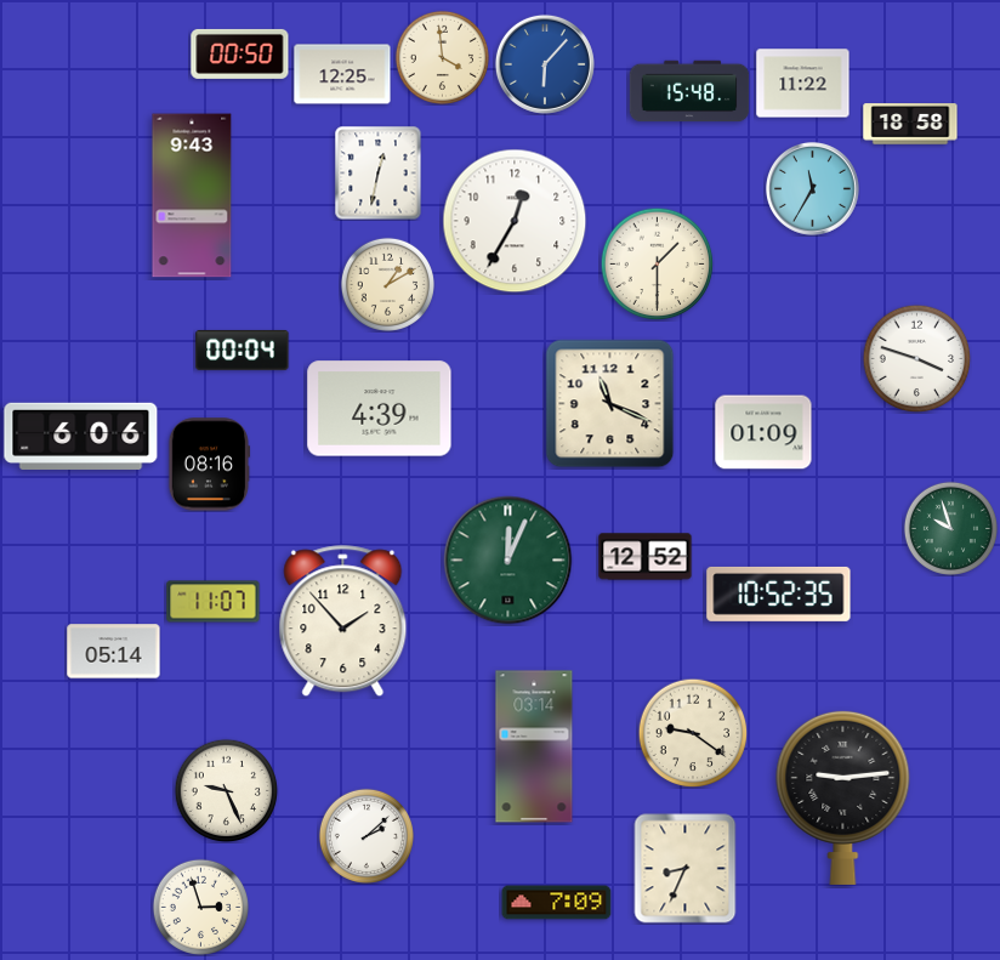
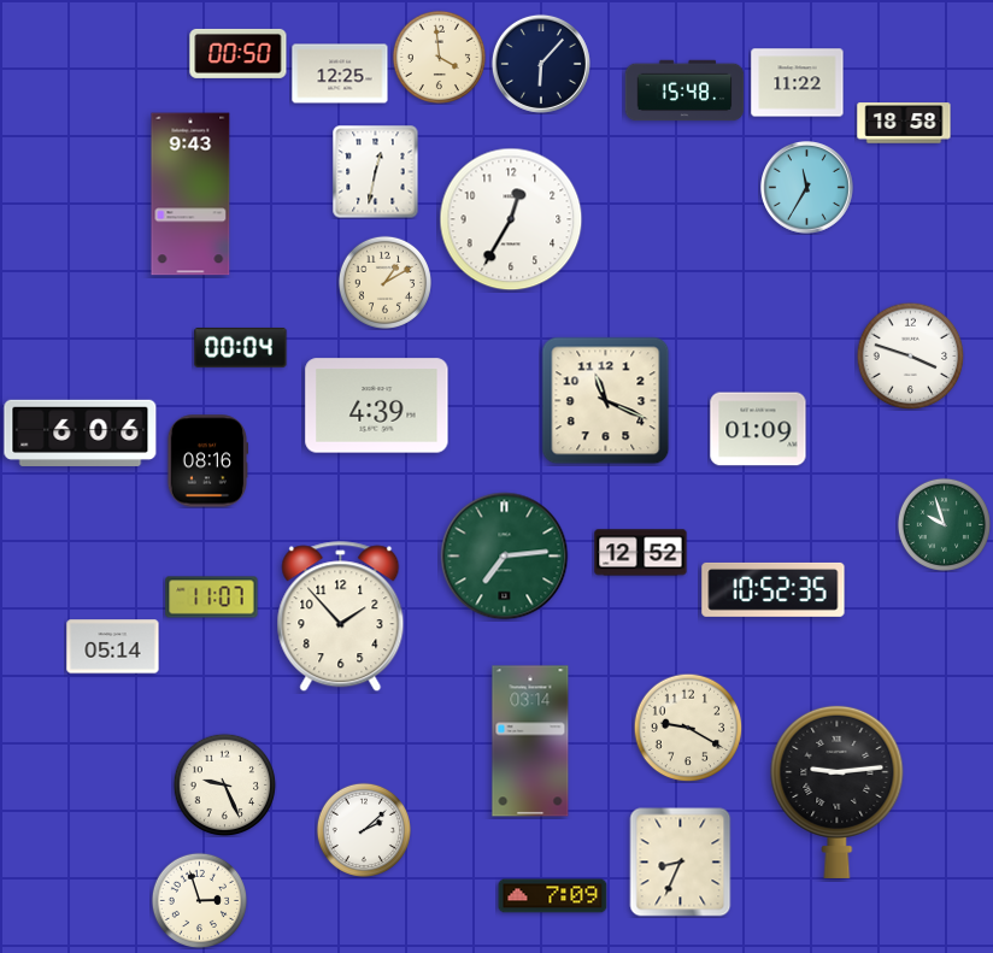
clock at (545, 64) dial: blue -> navy
clock at (657, 263): 1:30 -> none
clock at (508, 561): 12:04 -> 7:14
clock at (693, 733): 9:21 -> 9:20
